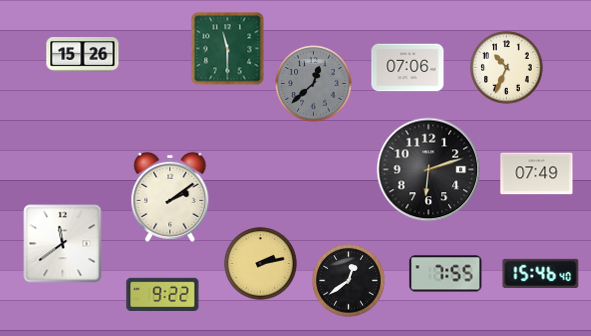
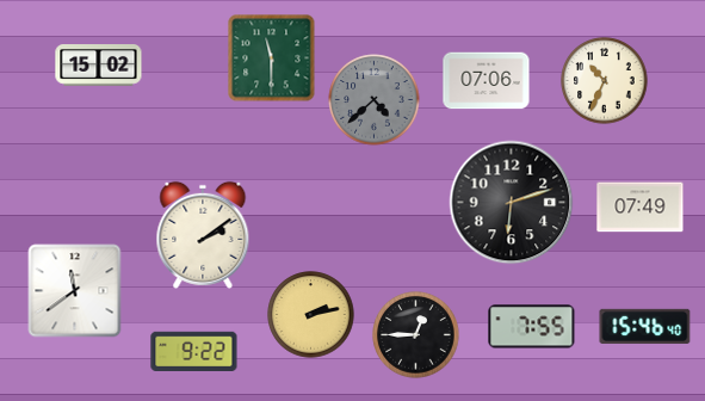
clock at (83, 55): 15:26 -> 15:02
clock at (314, 84): 12:38 -> 4:38
clock at (349, 281): 12:39 -> 12:45
